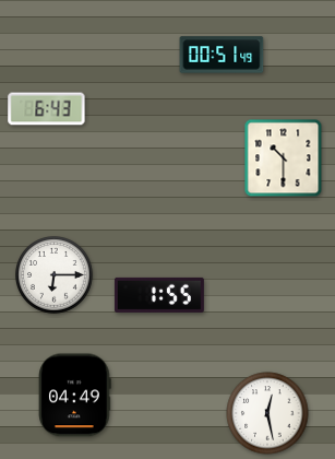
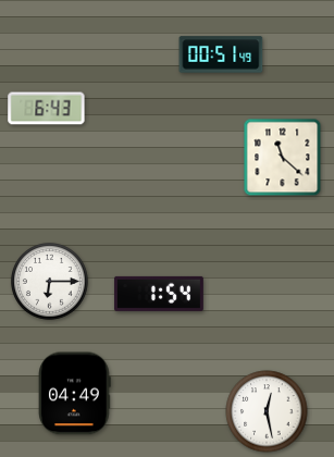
clock at (284, 158): 10:30 -> 11:22
clock at (55, 275) position: (55, 275) -> (50, 282)
clock at (159, 295): 1:55 -> 1:54
